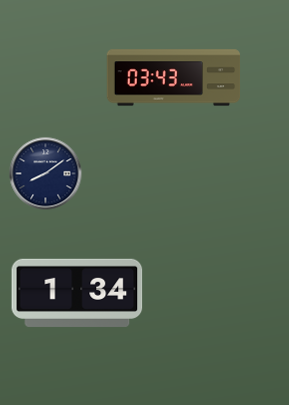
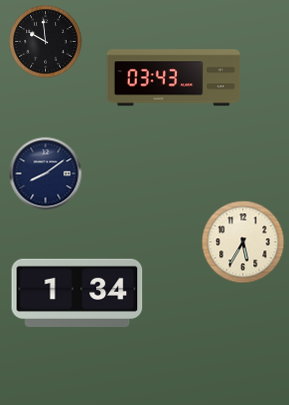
clock at (46, 42): none -> 9:59
clock at (243, 242): none -> 5:35
